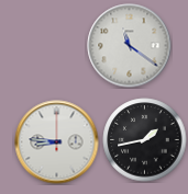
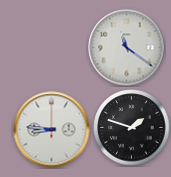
clock at (130, 46) position: (130, 46) -> (127, 48)
clock at (145, 140): 1:43 -> 1:48
